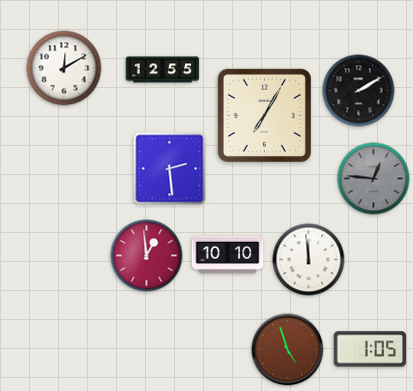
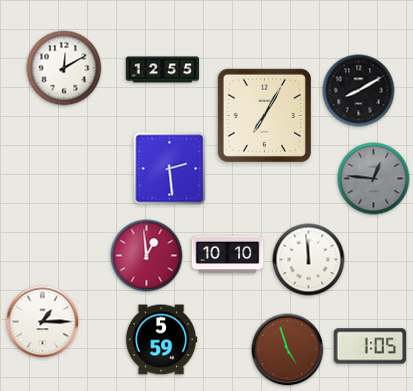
clock at (359, 91): 2:10 -> 8:10
clock at (43, 322): none -> 1:15
clock at (161, 340): none -> 5:59
clock at (370, 349) position: (370, 349) -> (370, 346)
